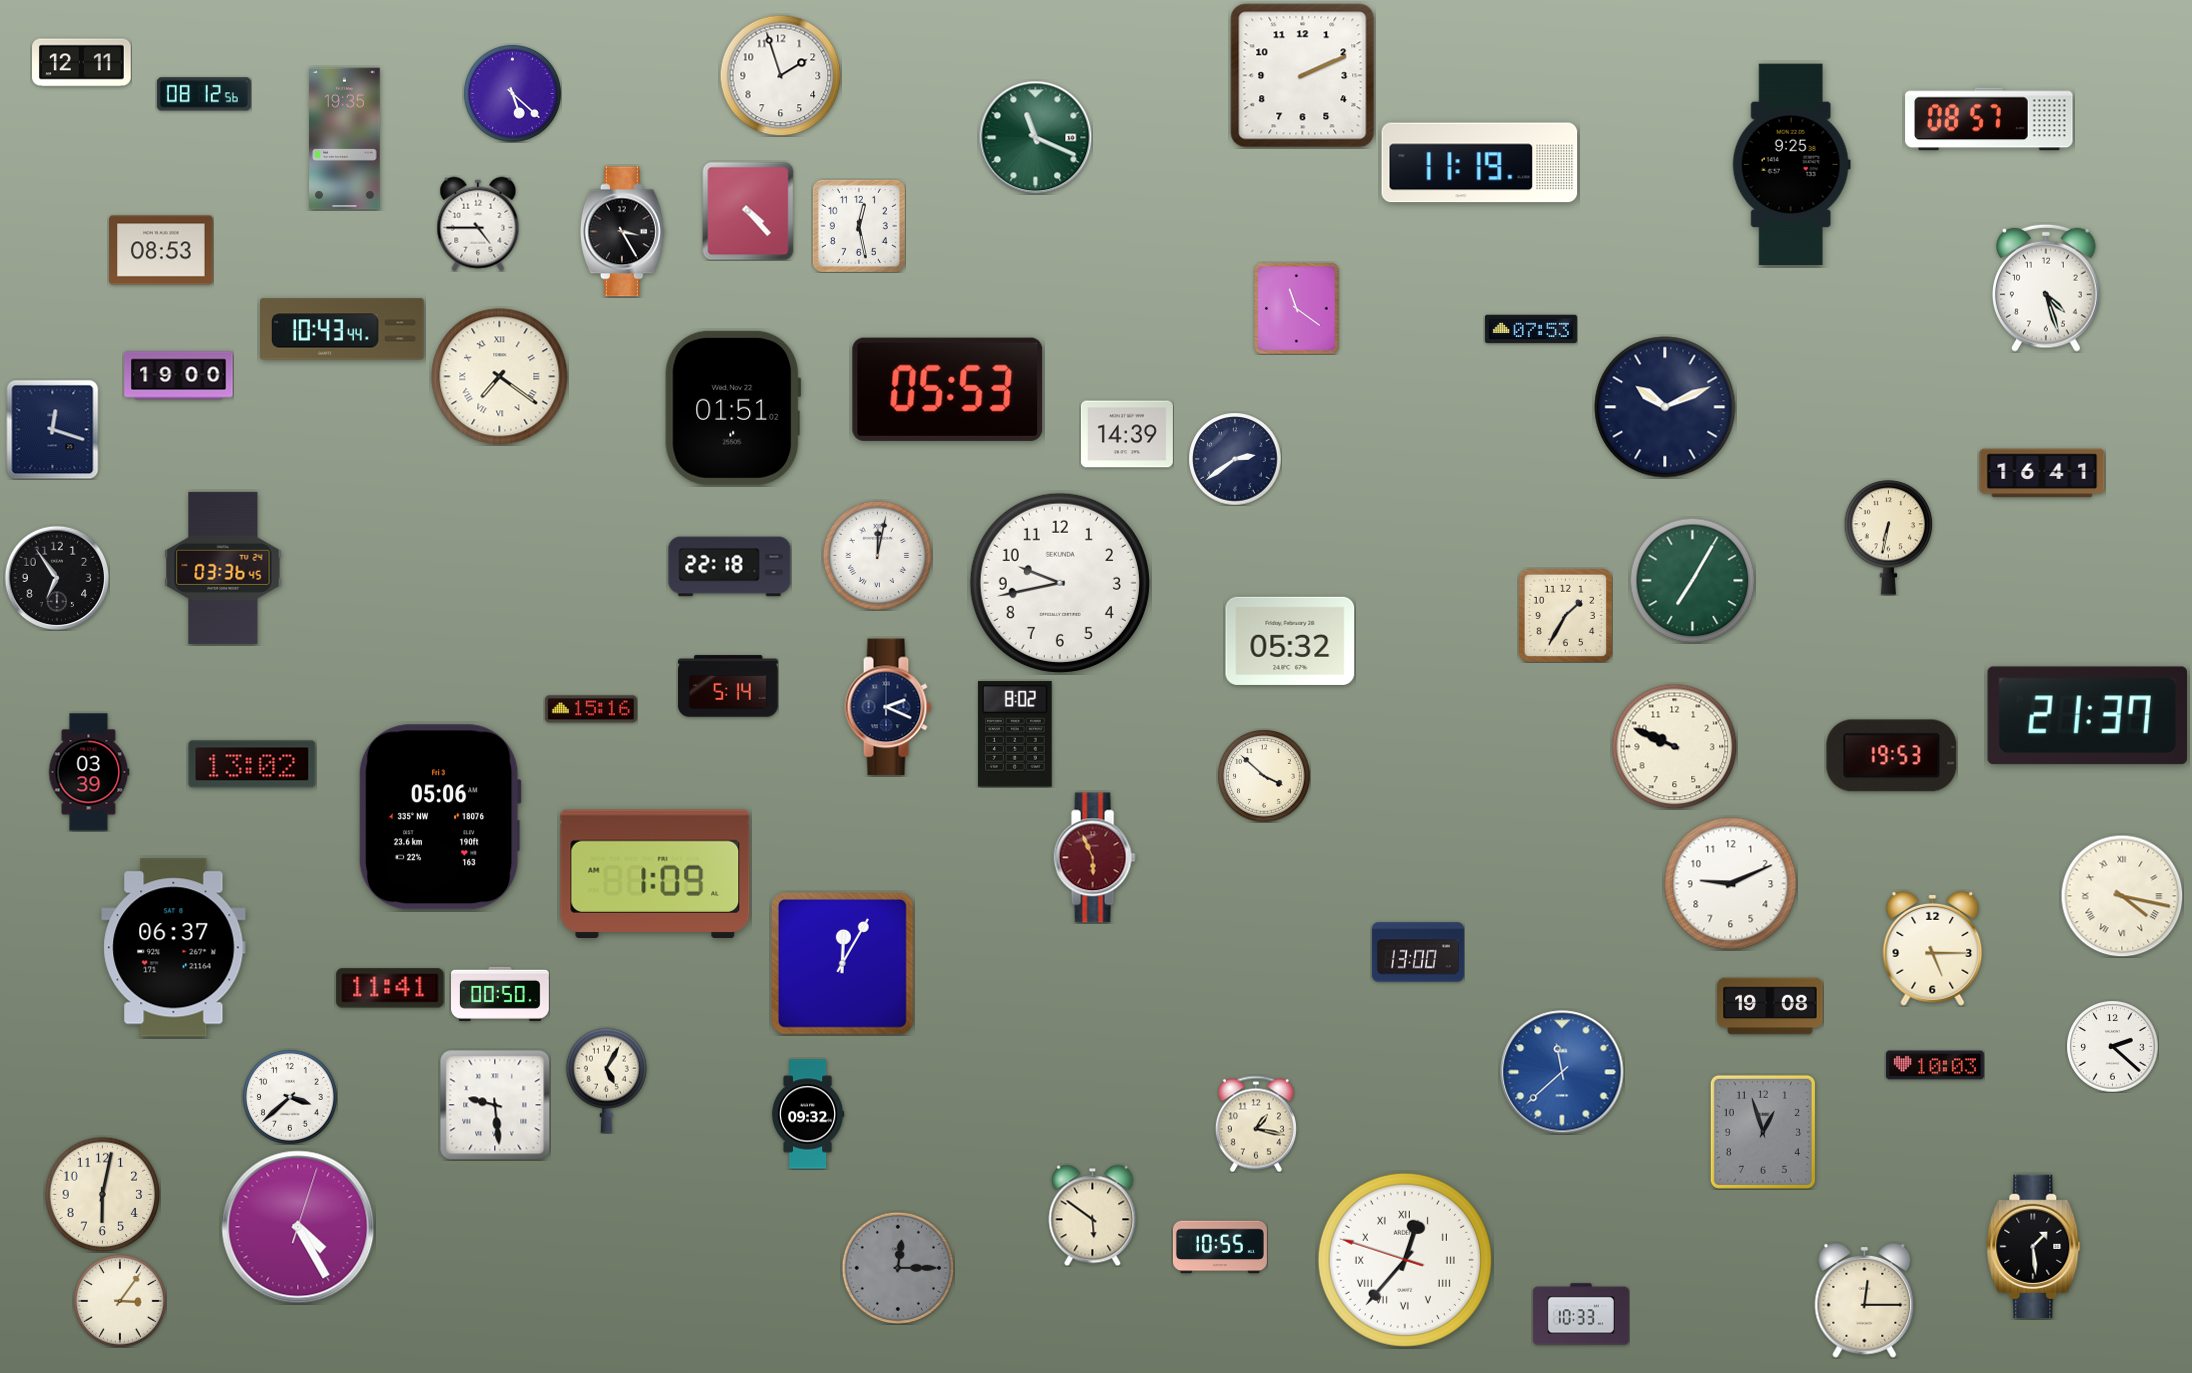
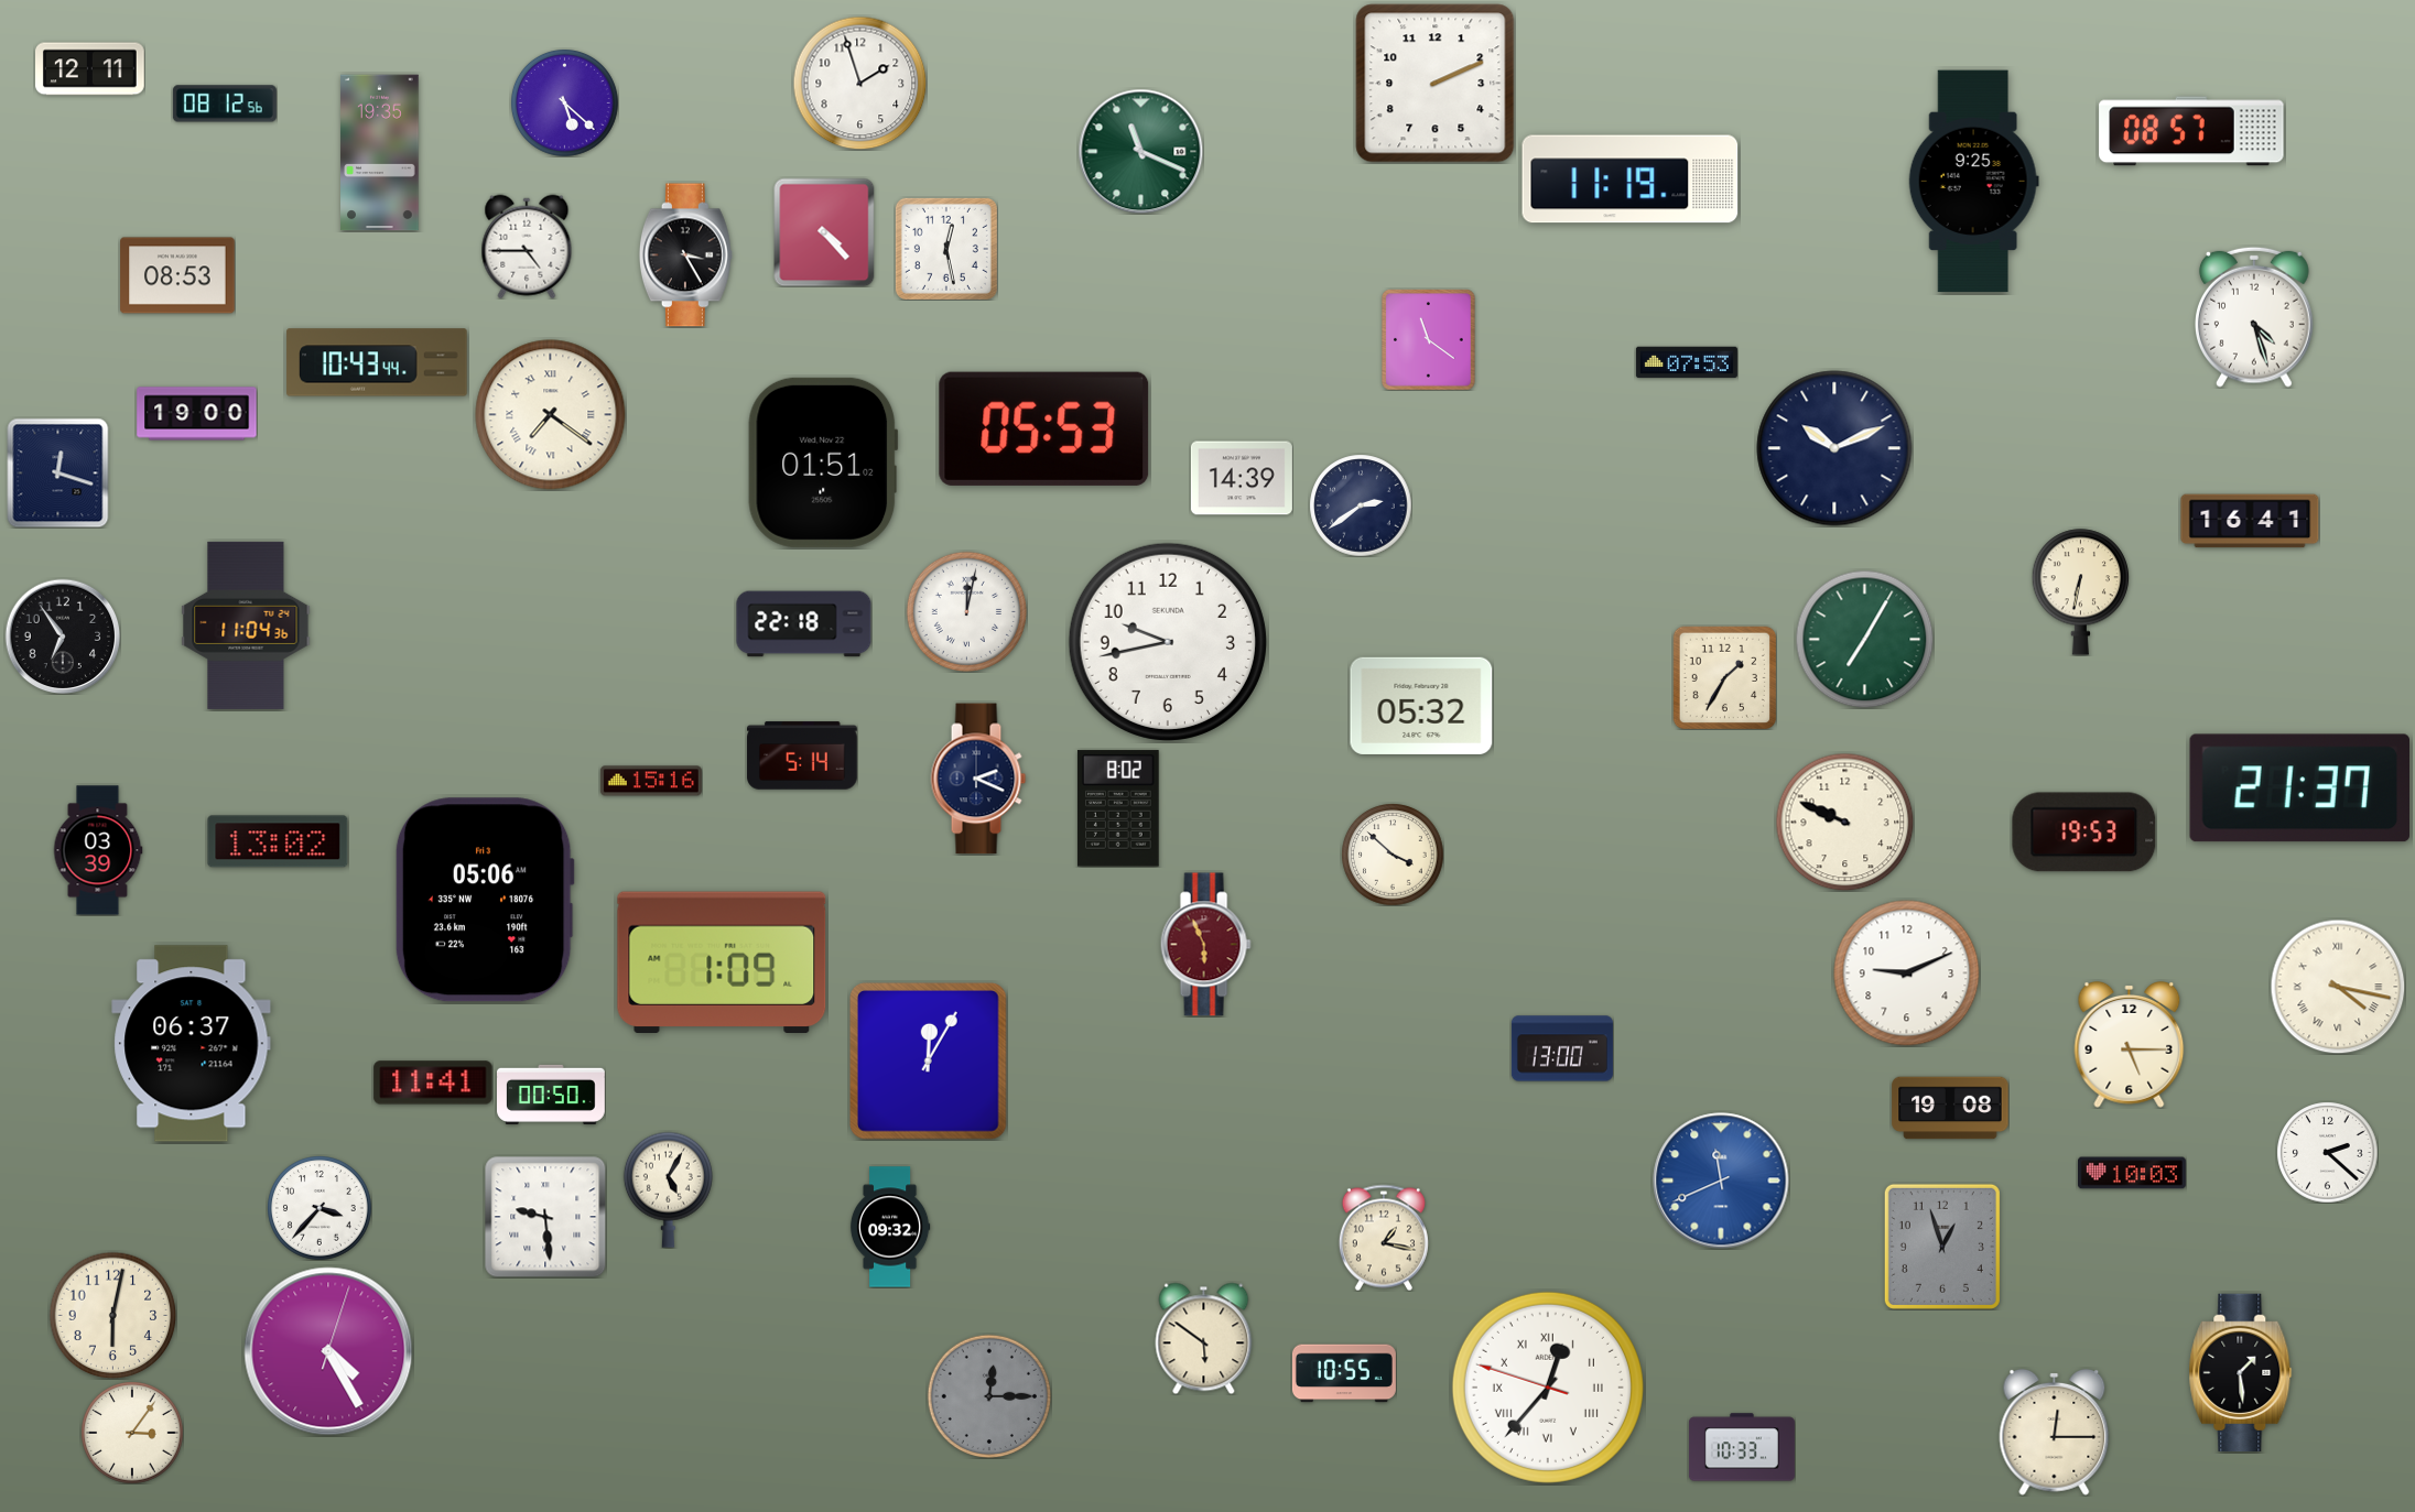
clock at (733, 408) position: (733, 408) -> (823, 463)
clock at (223, 568): 03:36 -> 11:04
clock at (390, 988) position: (390, 988) -> (433, 1083)
clock at (1562, 1072): 11:38 -> 11:41
clock at (290, 1097): 3:38 -> 3:37
